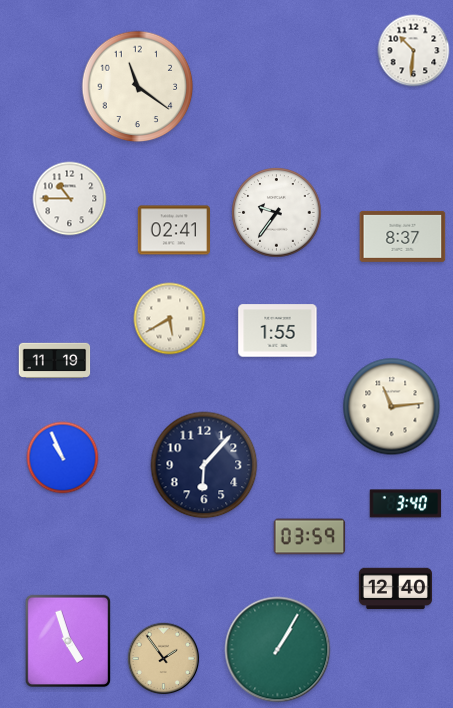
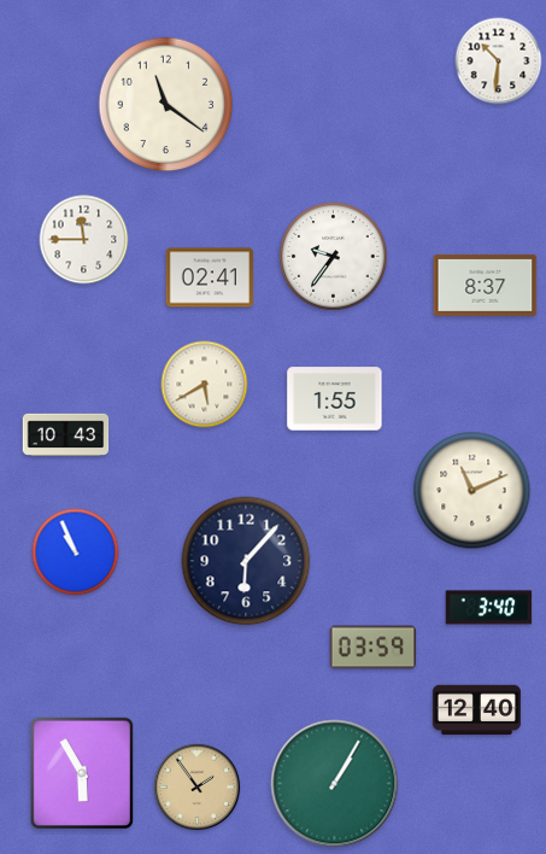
clock at (70, 199): 10:45 -> 11:45
clock at (55, 360): 11:19 -> 10:43
clock at (392, 407): 11:14 -> 11:11
clock at (67, 641): 4:57 -> 5:55
clock at (164, 659) position: (164, 659) -> (198, 788)
